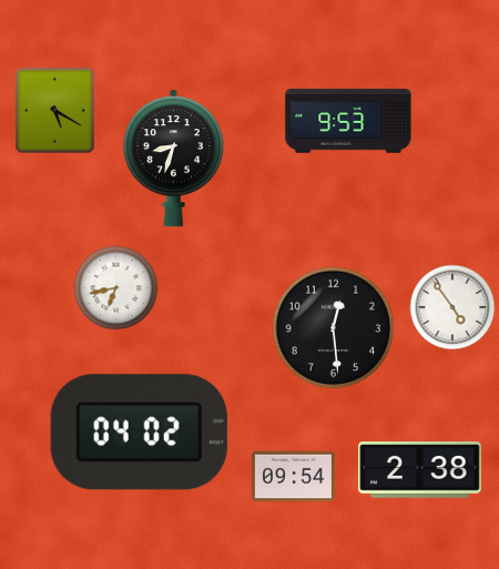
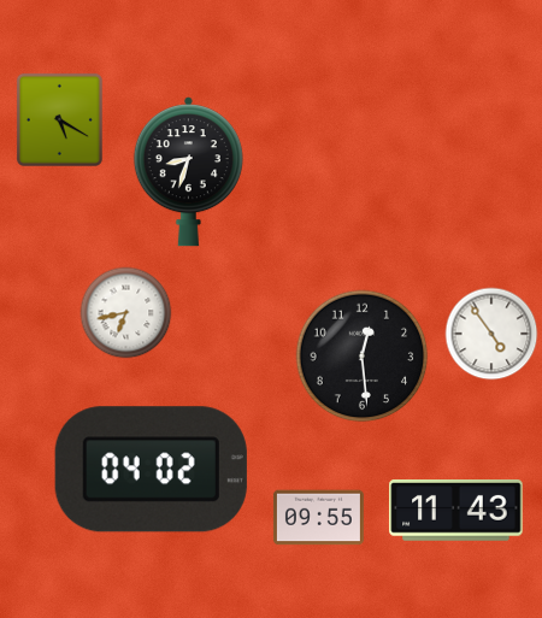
clock at (348, 121): 9:53 -> none
clock at (420, 470): 2:38 -> 11:43
clock at (293, 477): 09:54 -> 09:55
